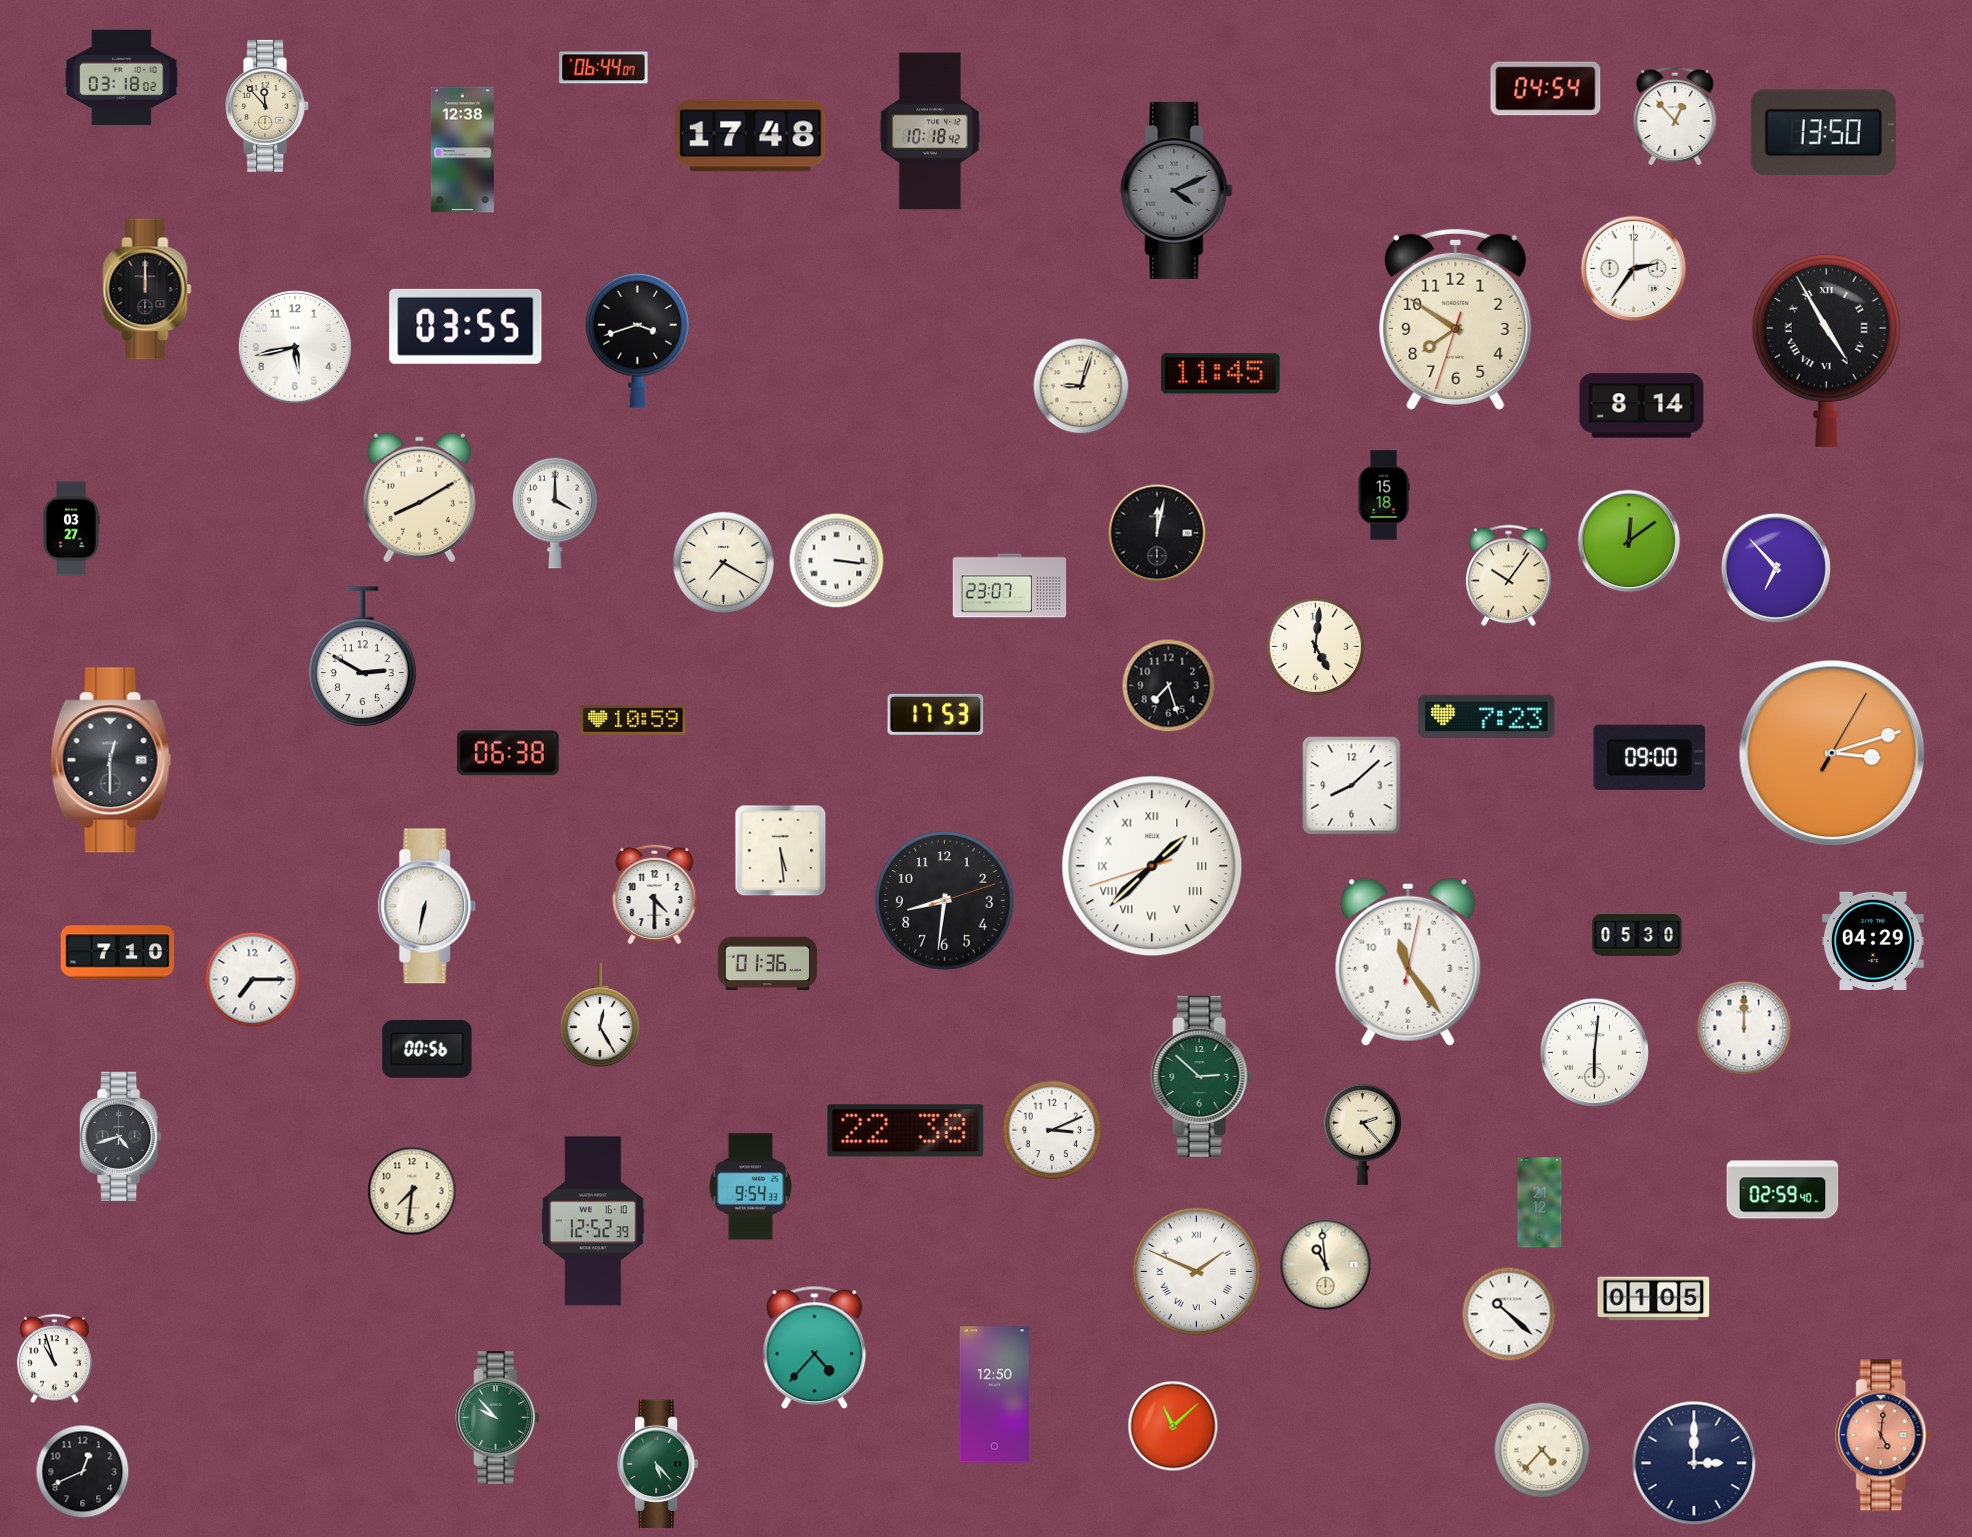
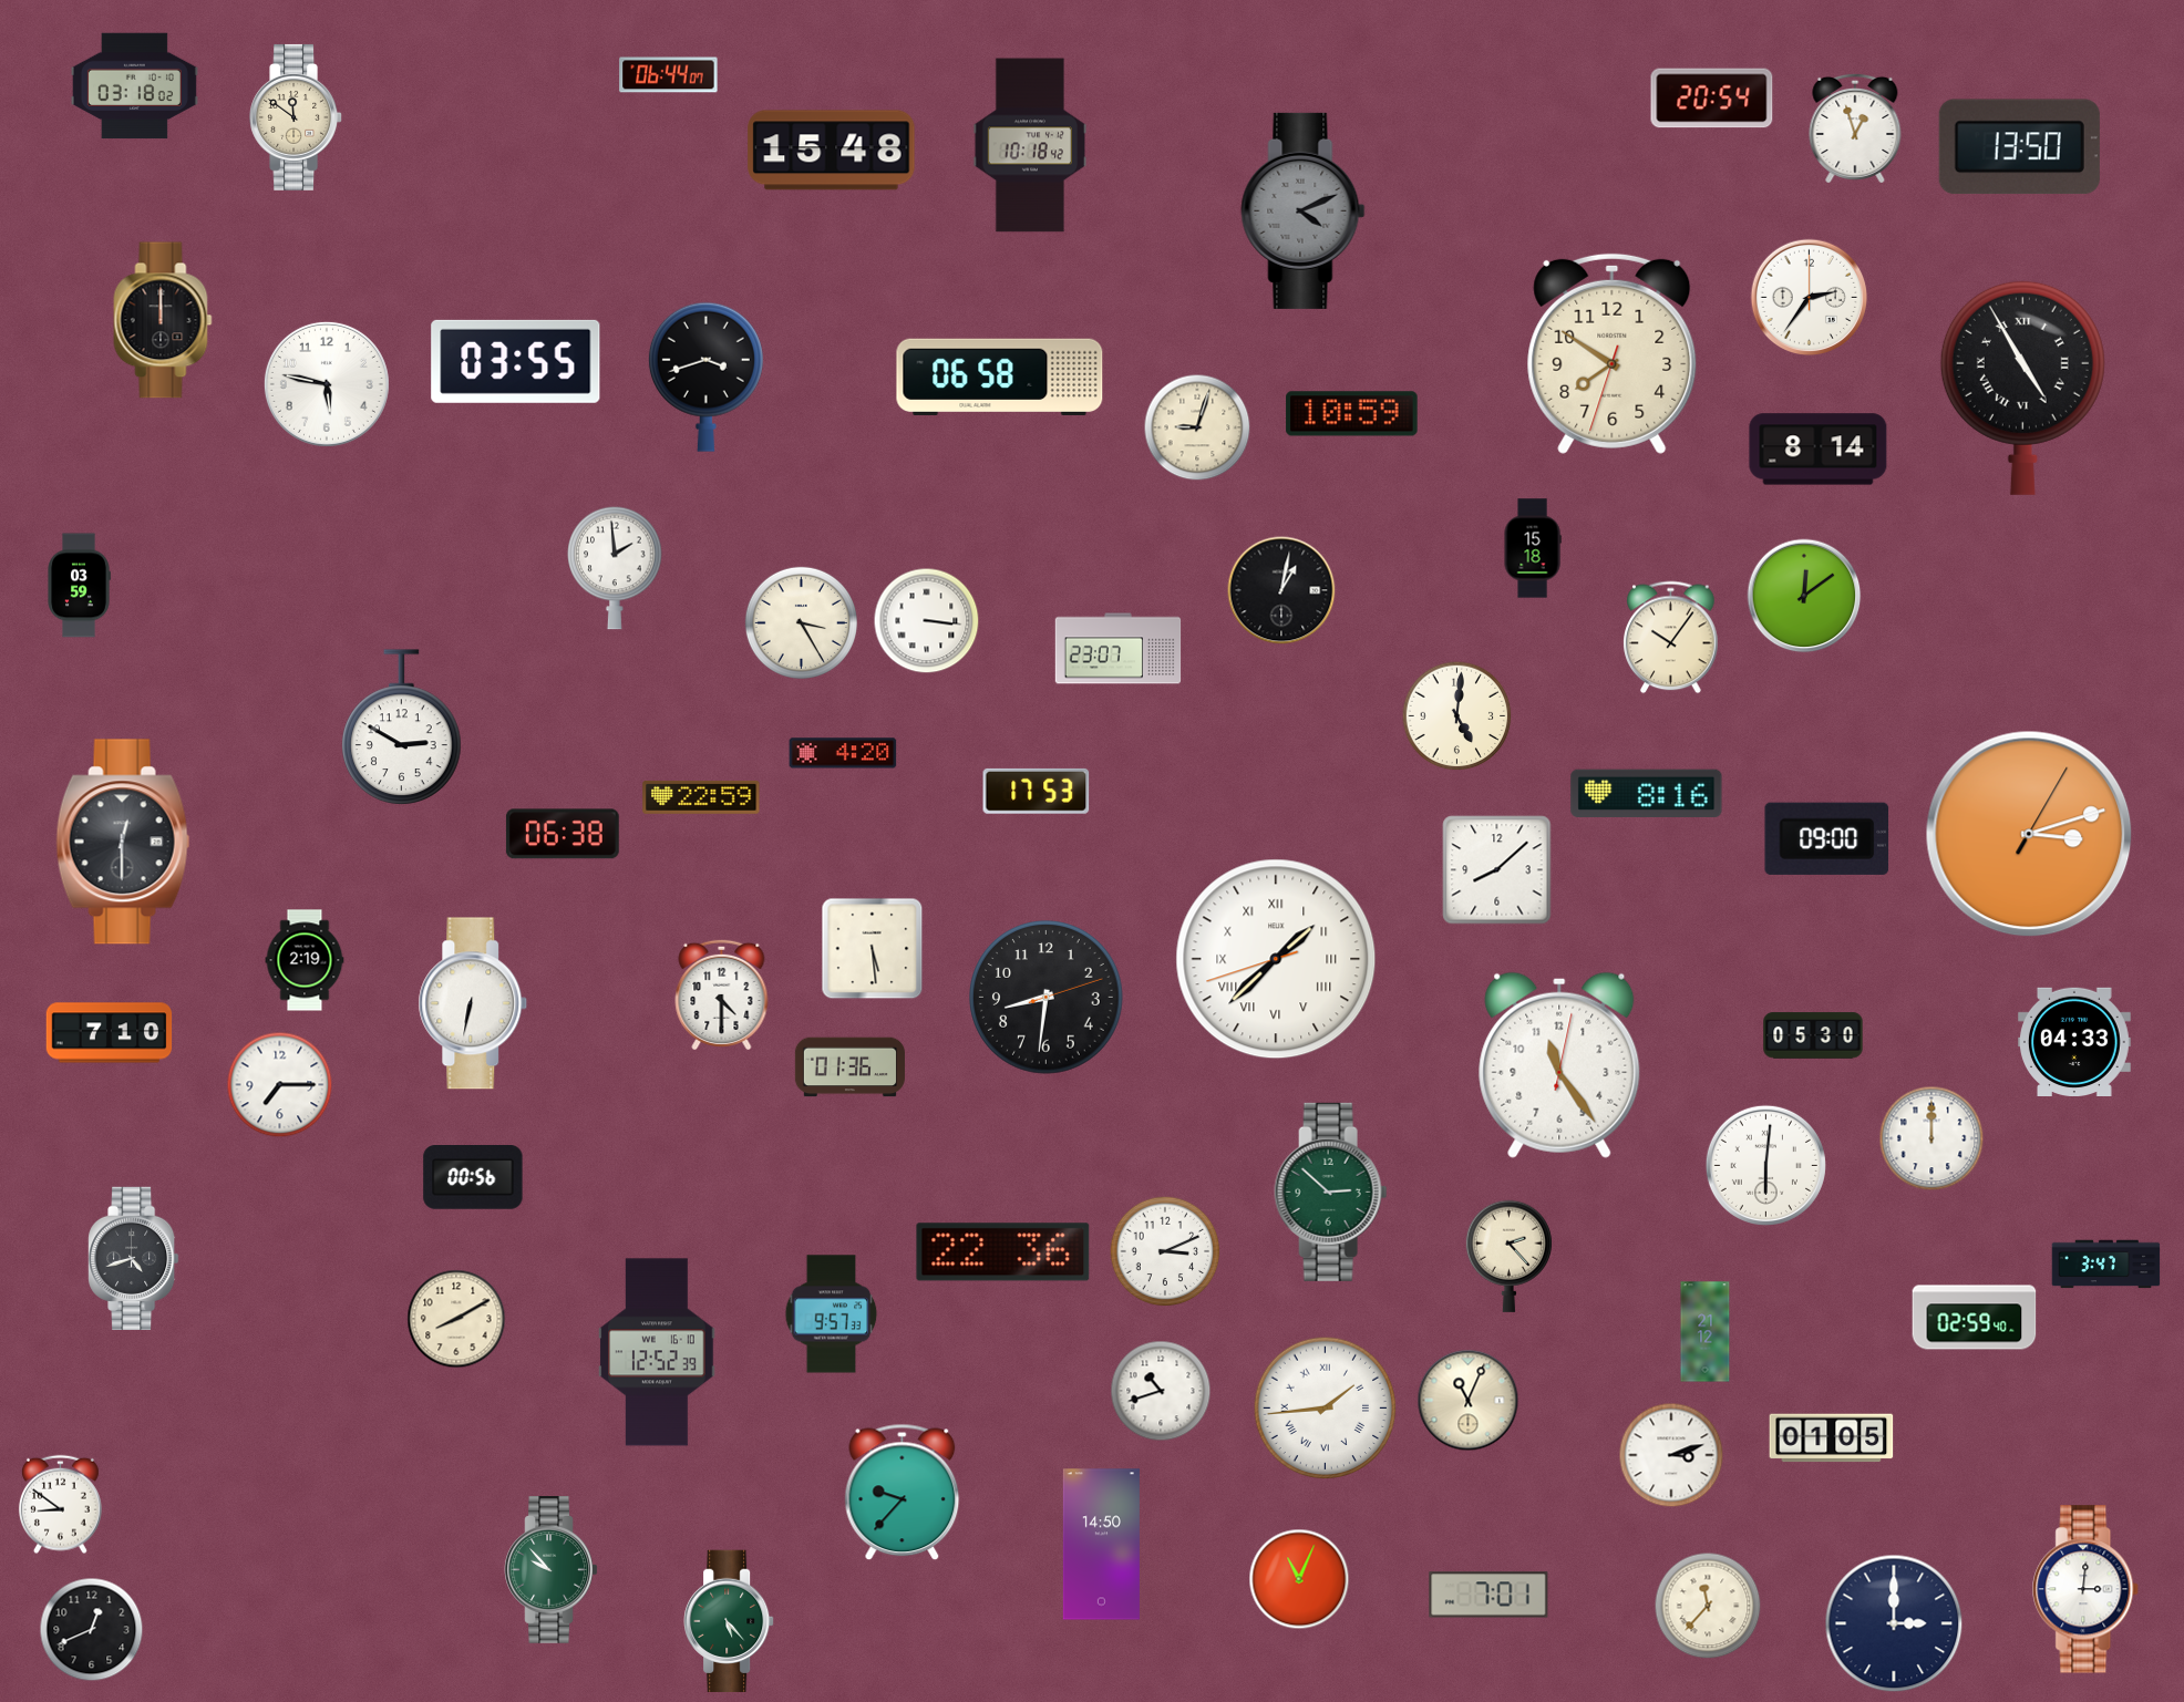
clock at (1546, 89): 04:54 -> 20:54
clock at (268, 106): 11:53 -> 11:51
clock at (1675, 115): 12:53 -> 12:57
clock at (751, 136): 17:48 -> 15:48
clock at (462, 150): 12:38 -> none
clock at (1000, 376): none -> 06:58
clock at (295, 347): 5:43 -> 5:47
clock at (1221, 374): 11:45 -> 10:59
clock at (419, 498): 8:10 -> none
clock at (555, 513): 4:00 -> 1:59
clock at (71, 529): 03:27 -> 03:59
clock at (1157, 533): 12:02 -> 1:02
clock at (1629, 541) position: (1629, 541) -> (1804, 596)
clock at (723, 562): 7:20 -> 3:25
clock at (1776, 568): 6:53 -> none
clock at (843, 753): none -> 4:20
clock at (1169, 686): 7:27 -> none
clock at (1487, 716): 7:23 -> 8:16
clock at (633, 720): 10:59 -> 22:59
clock at (781, 851) position: (781, 851) -> (873, 949)
clock at (305, 960): none -> 2:19
clock at (655, 894) position: (655, 894) -> (722, 994)
clock at (1874, 940): 04:29 -> 04:33
clock at (118, 953) position: (118, 953) -> (110, 1033)
clock at (600, 1016): 12:25 -> none
clock at (427, 1050) position: (427, 1050) -> (473, 1178)
clock at (906, 1131): 22:38 -> 22:36
clock at (2106, 1265): none -> 3:47
clock at (751, 1187): 9:54 -> 9:57
clock at (412, 1191): 7:31 -> 8:10
clock at (1161, 1391): none -> 10:42
clock at (1326, 1265): 10:59 -> 11:04
clock at (1197, 1272): 1:49 -> 1:44
clock at (1509, 1314): 10:22 -> 3:12
clock at (815, 1348): 4:37 -> 9:37
clock at (55, 1359): 10:57 -> 8:51
clock at (994, 1395): 12:50 -> 14:50
clock at (1173, 1426): 11:08 -> 11:04
clock at (1884, 1435): 5:01 -> 3:01
clock at (1884, 1435) dial: salmon -> white
clock at (1488, 1595): none -> 7:01
clock at (1542, 1450): 4:37 -> 11:37
clock at (1694, 1463) position: (1694, 1463) -> (1894, 1623)
